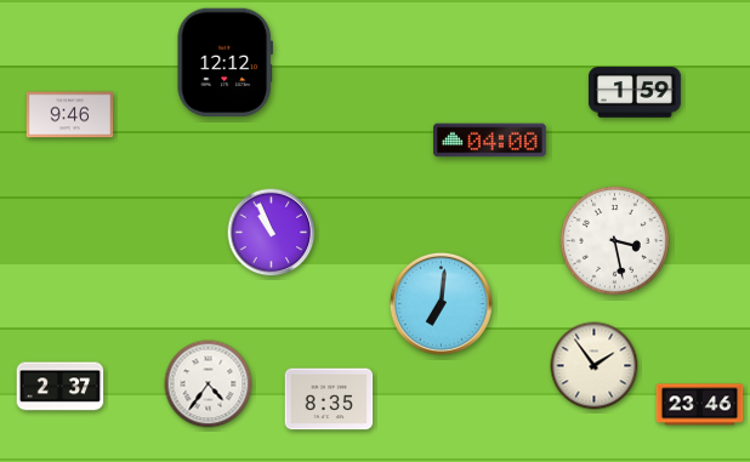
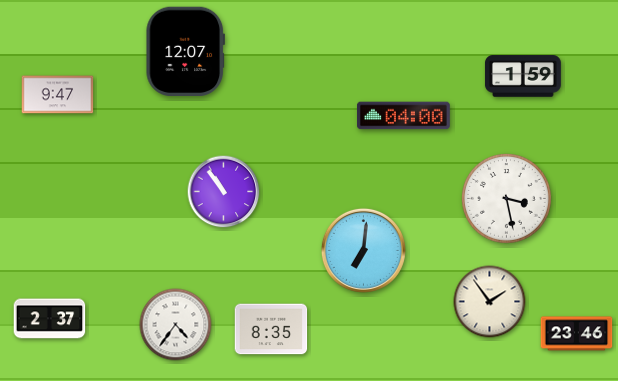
clock at (225, 62): 12:12 -> 12:07
clock at (70, 115): 9:46 -> 9:47
clock at (272, 233): 10:56 -> 10:54
clock at (209, 384) position: (209, 384) -> (176, 325)
